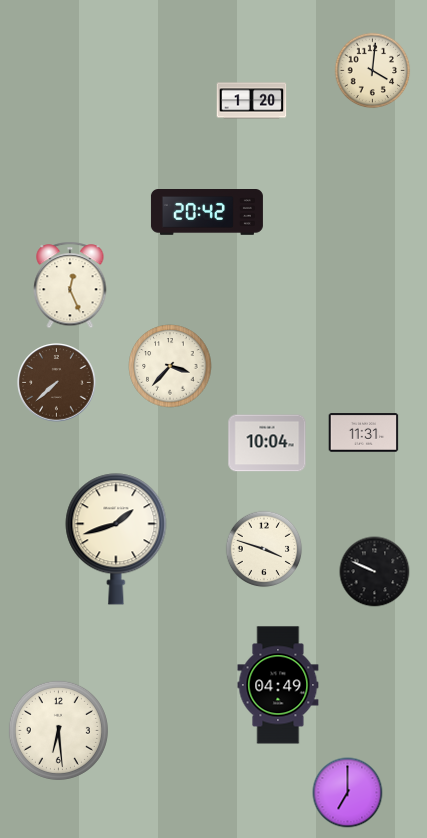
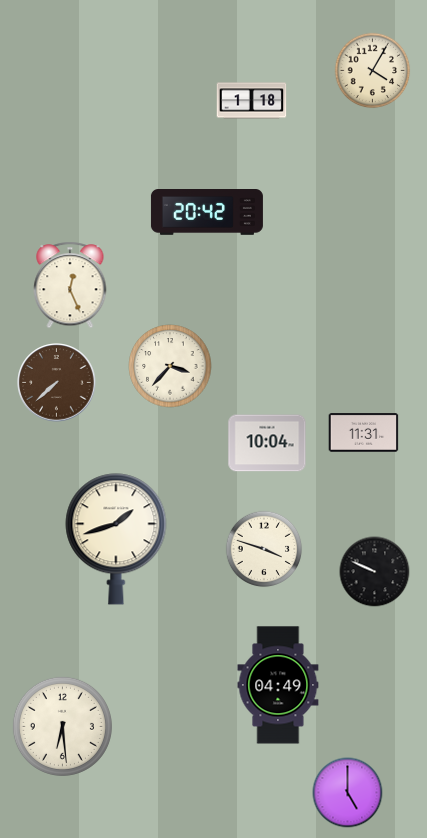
clock at (373, 71): 4:01 -> 4:05
clock at (252, 101): 1:20 -> 1:18
clock at (58, 730) position: (58, 730) -> (62, 726)
clock at (348, 793): 7:00 -> 5:00
